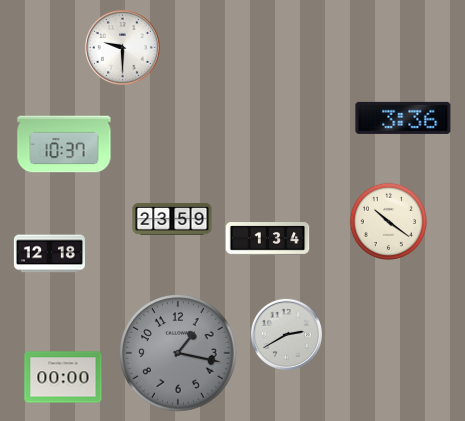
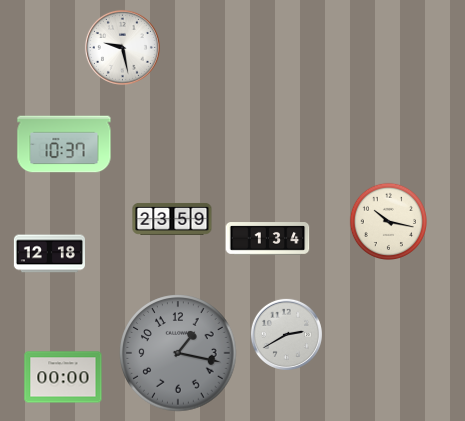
clock at (122, 47): 9:30 -> 9:28
clock at (403, 118): 3:36 -> none
clock at (388, 221): 10:21 -> 10:17
